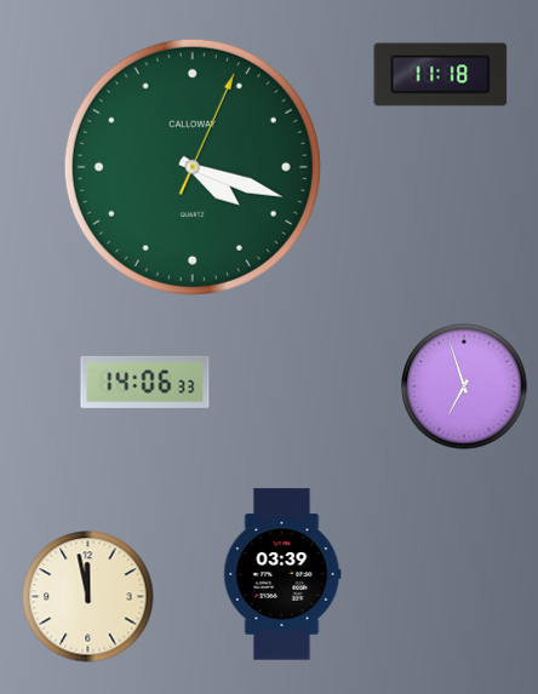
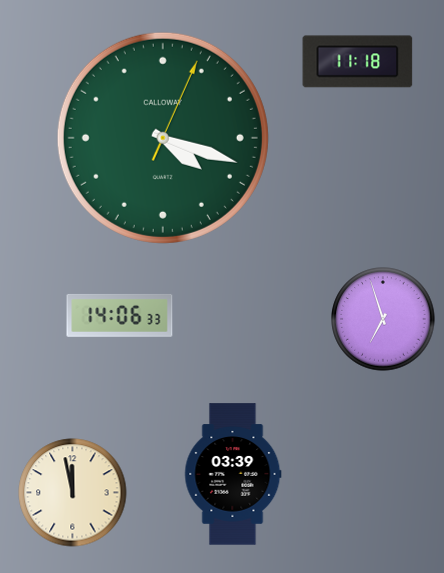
clock at (441, 75) position: (441, 75) -> (358, 62)
clock at (193, 167) position: (193, 167) -> (163, 138)
